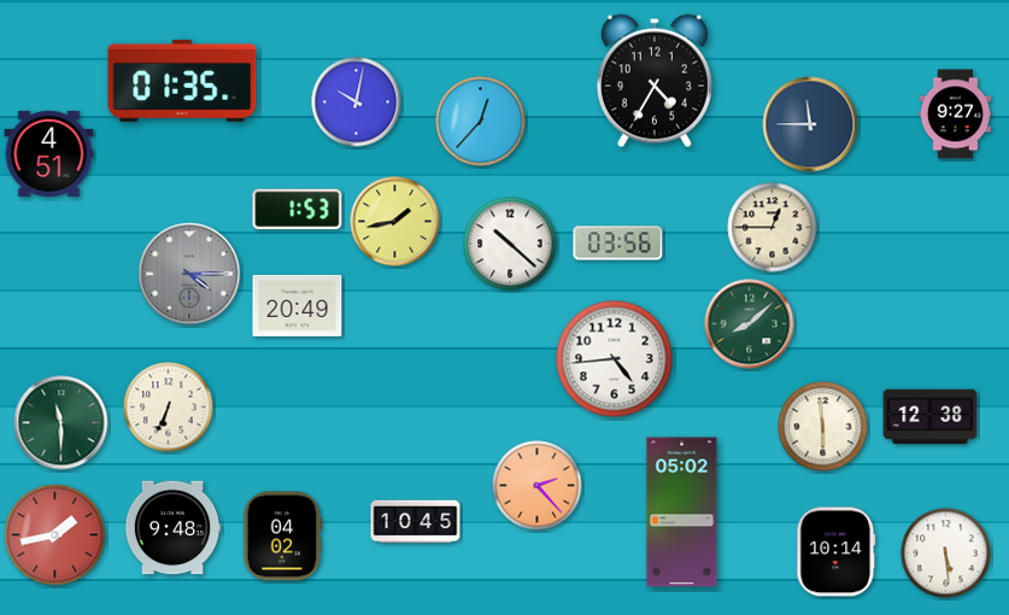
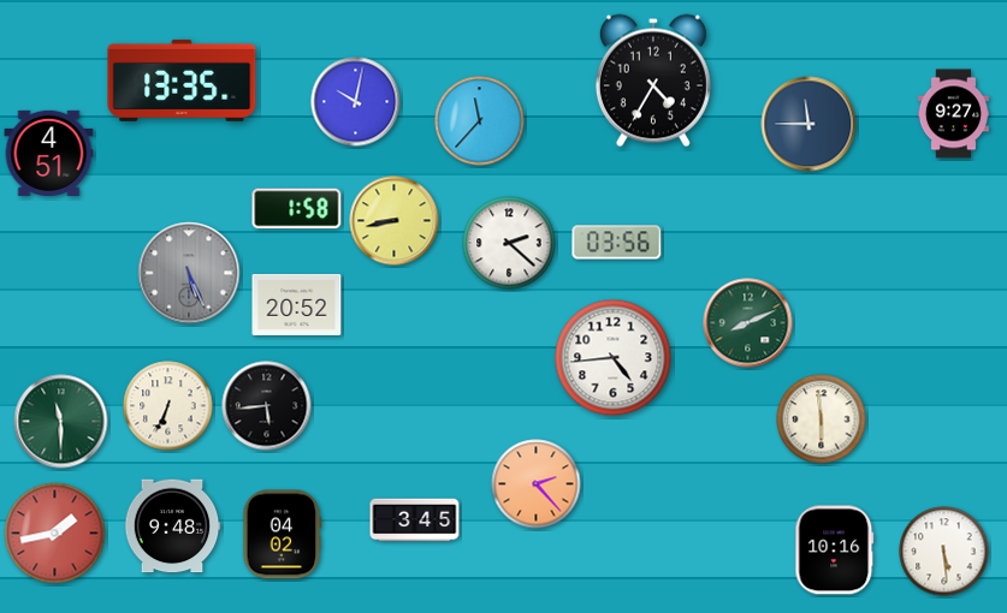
clock at (182, 81): 01:35 -> 13:35
clock at (481, 122): 12:37 -> 11:37
clock at (298, 210): 1:53 -> 1:58
clock at (395, 222): 1:43 -> 8:43
clock at (773, 228): 12:45 -> none
clock at (510, 244): 10:22 -> 2:22
clock at (189, 274): 4:15 -> 5:26
clock at (298, 305): 20:49 -> 20:52
clock at (750, 324): 8:08 -> 8:11
clock at (267, 406): none -> 5:44
clock at (931, 417): 12:38 -> none
clock at (823, 427) position: (823, 427) -> (822, 419)
clock at (682, 512): 05:02 -> none
clock at (416, 522): 10:45 -> 3:45
clock at (837, 552): 10:14 -> 10:16
